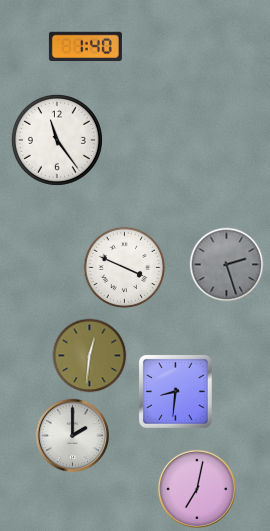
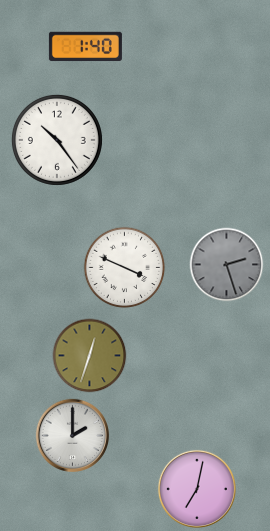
clock at (57, 140): 11:24 -> 10:24
clock at (90, 356): 12:31 -> 12:33
clock at (175, 391): 8:31 -> none
